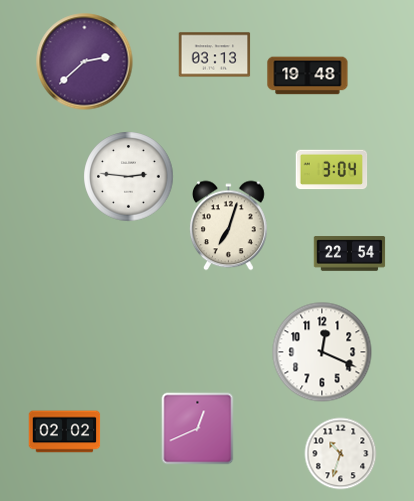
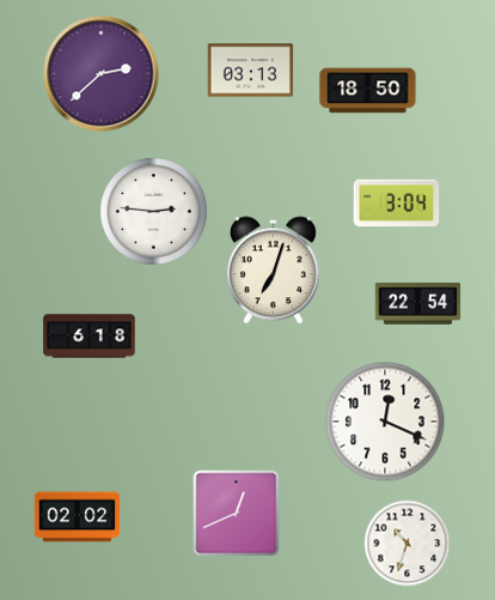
clock at (215, 55) position: (215, 55) -> (251, 71)
clock at (308, 76): 19:48 -> 18:50
clock at (90, 337): none -> 6:18
